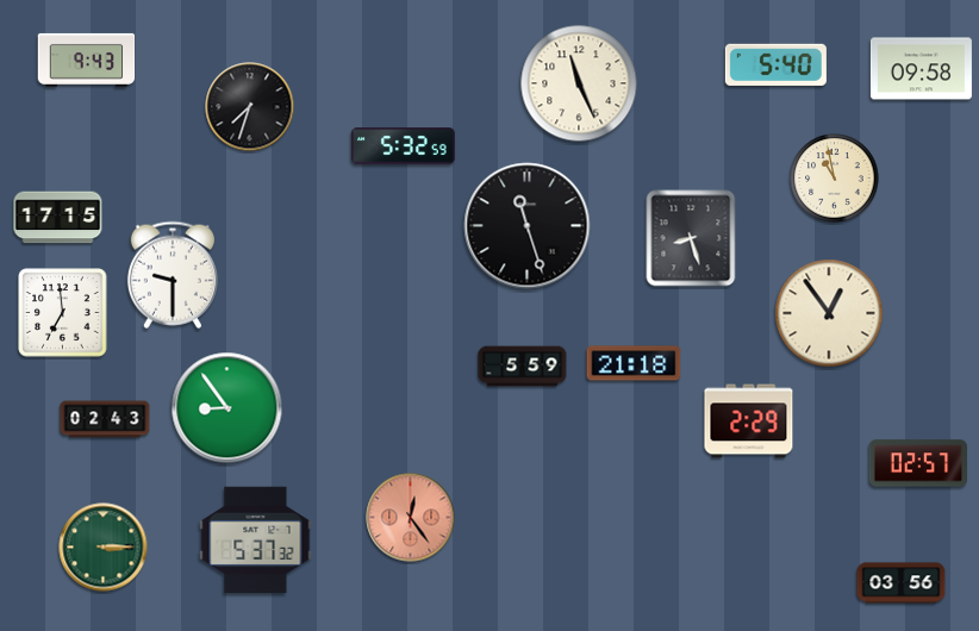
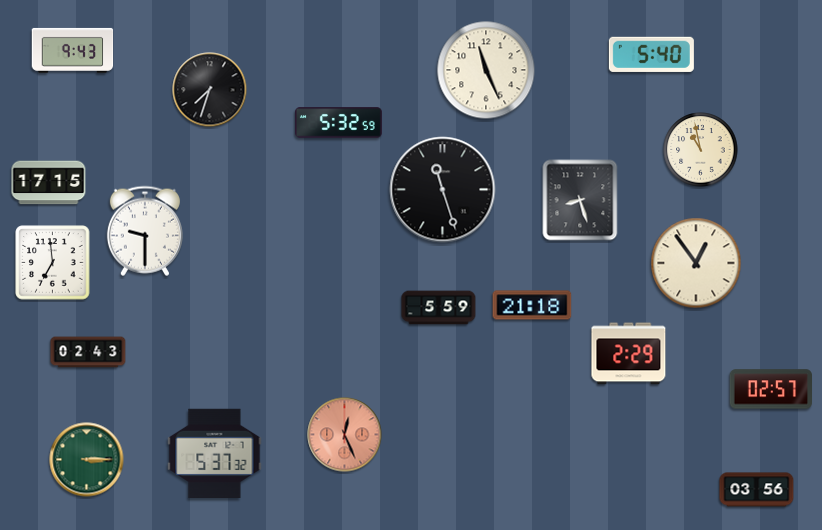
clock at (921, 69): 09:58 -> none
clock at (227, 408): 8:54 -> none
clock at (411, 518): 12:24 -> 12:26
